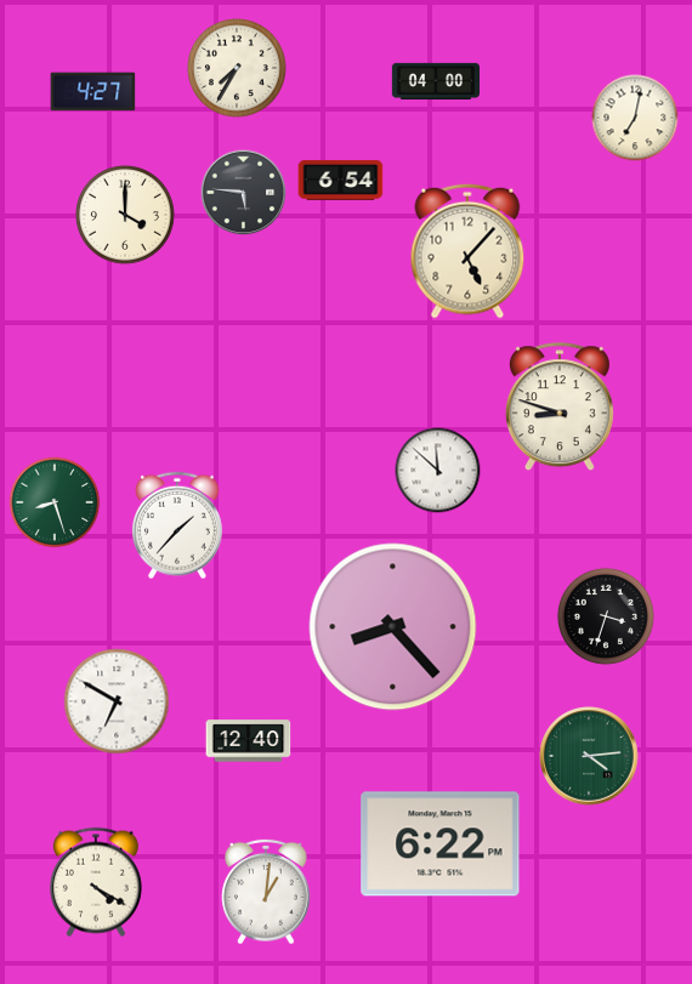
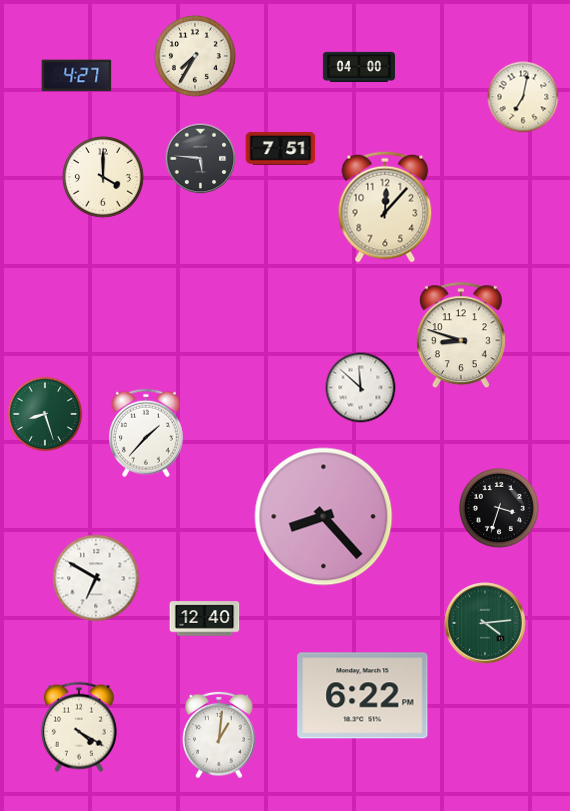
clock at (341, 181): 6:54 -> 7:51
clock at (467, 251): 5:07 -> 12:07
clock at (249, 741) position: (249, 741) -> (205, 619)
